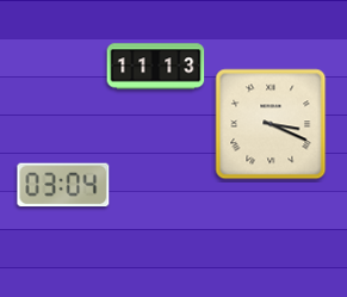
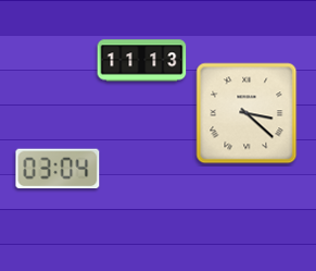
clock at (271, 124): 3:19 -> 3:22
